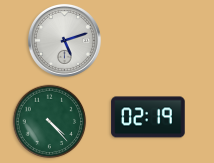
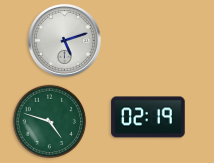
clock at (50, 122): 4:23 -> 4:48
